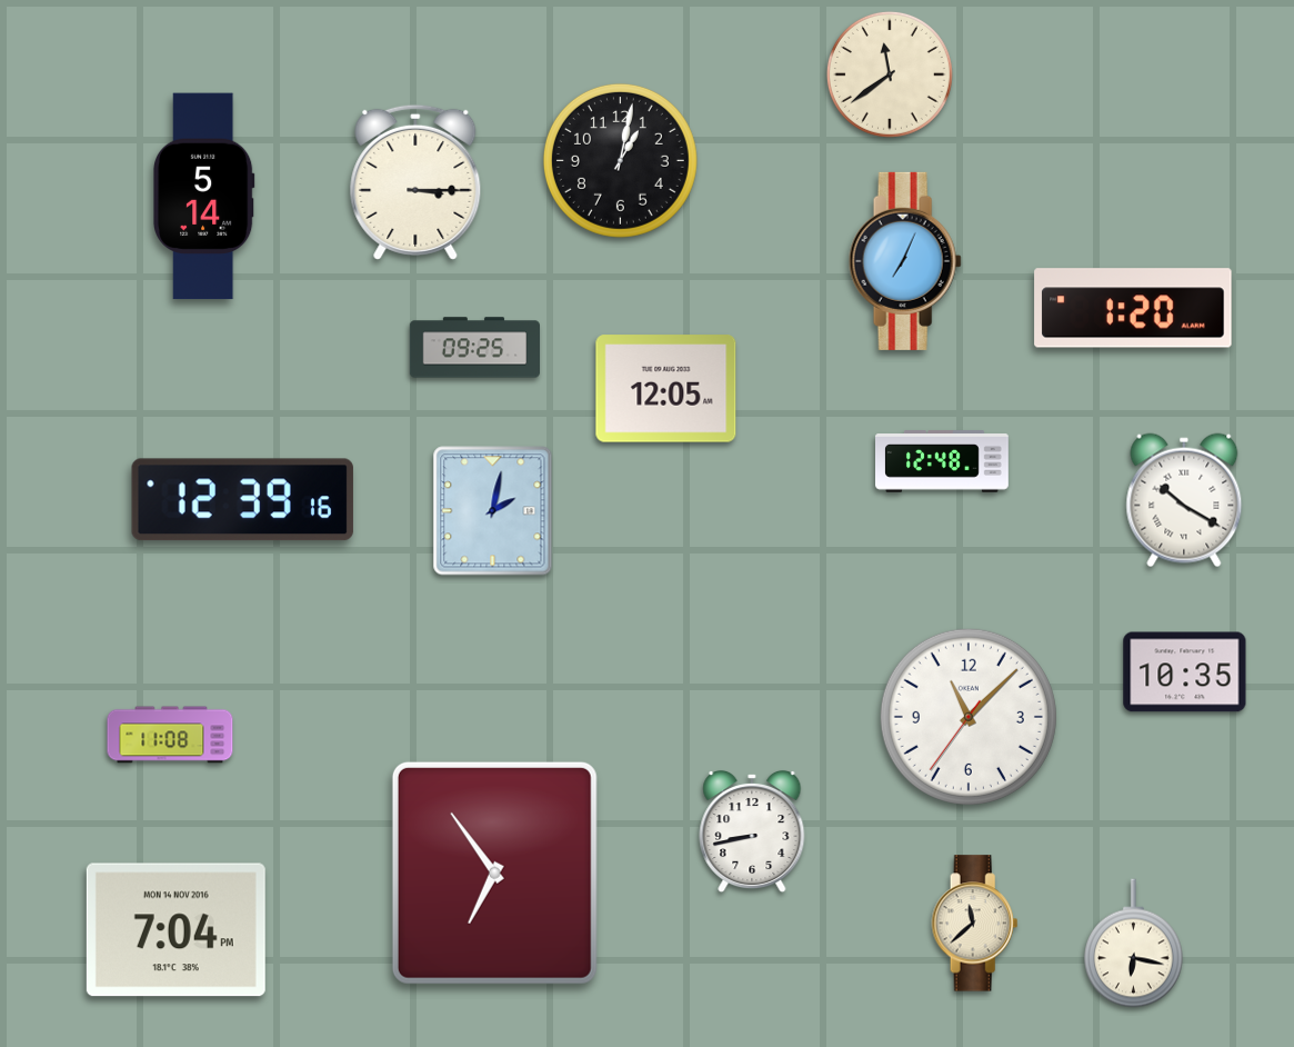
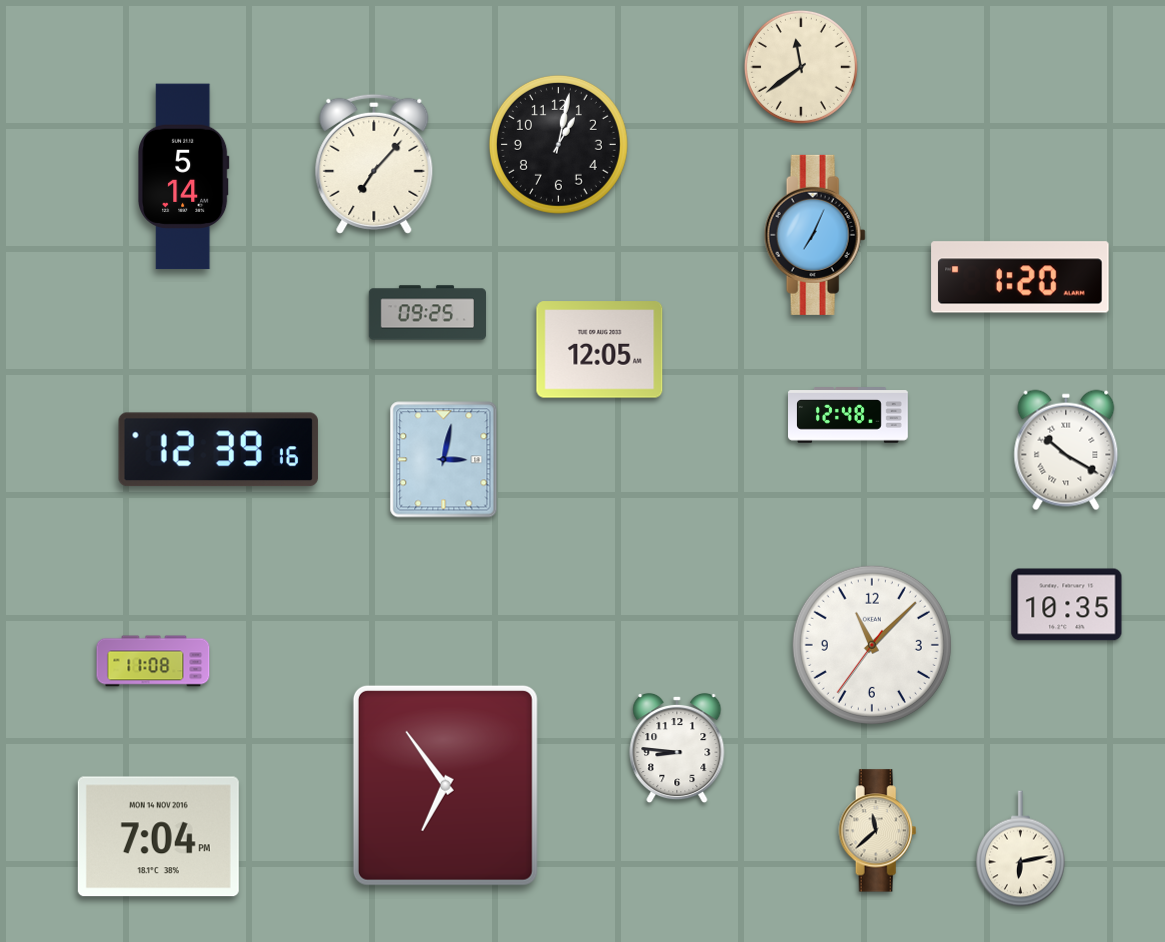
clock at (415, 182): 3:15 -> 7:07
clock at (493, 511): 2:02 -> 3:02
clock at (752, 831): 8:43 -> 8:46
clock at (1134, 944): 6:17 -> 6:13
